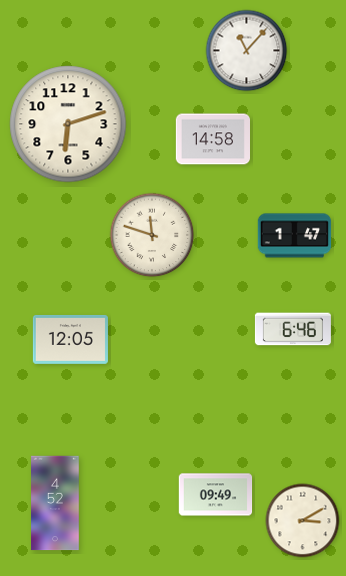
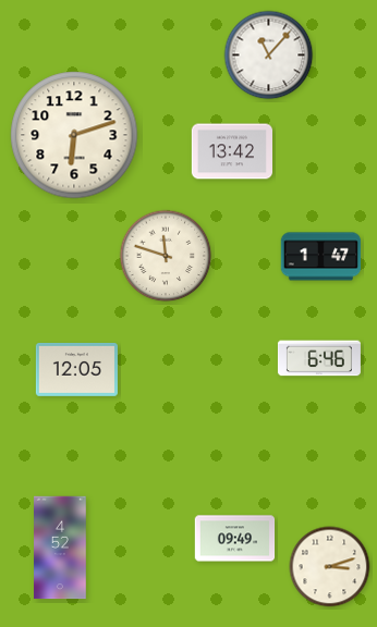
clock at (212, 139): 14:58 -> 13:42
clock at (303, 521): 3:10 -> 3:12
